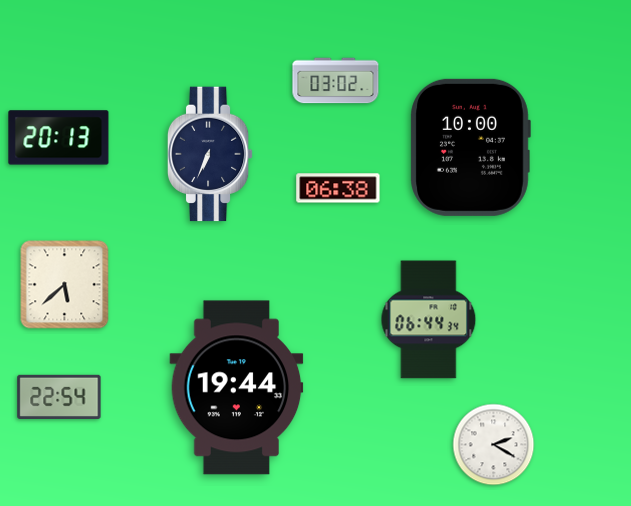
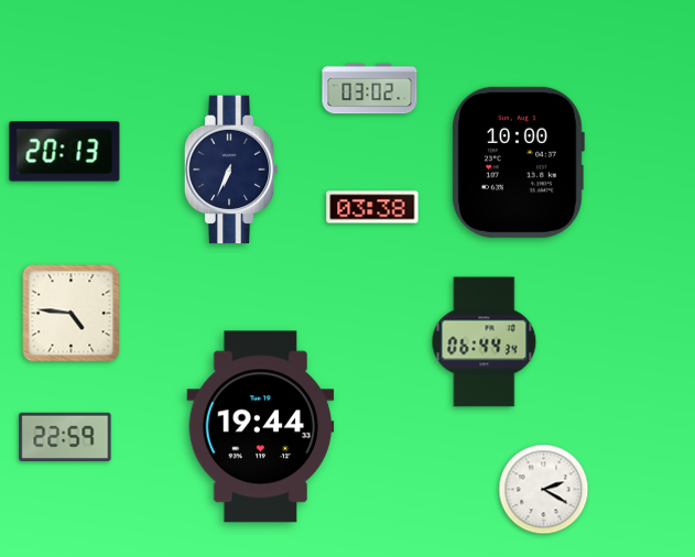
clock at (338, 188): 06:38 -> 03:38
clock at (65, 285): 5:38 -> 4:46
clock at (429, 320) position: (429, 320) -> (485, 342)
clock at (59, 397): 22:54 -> 22:59
